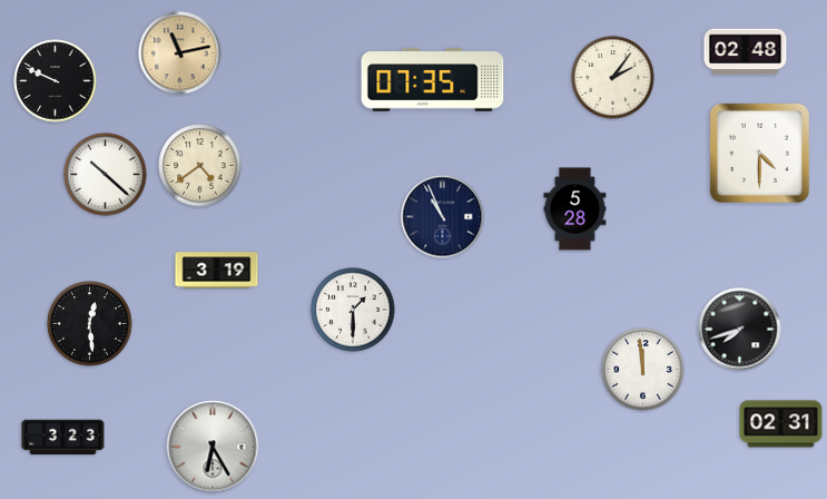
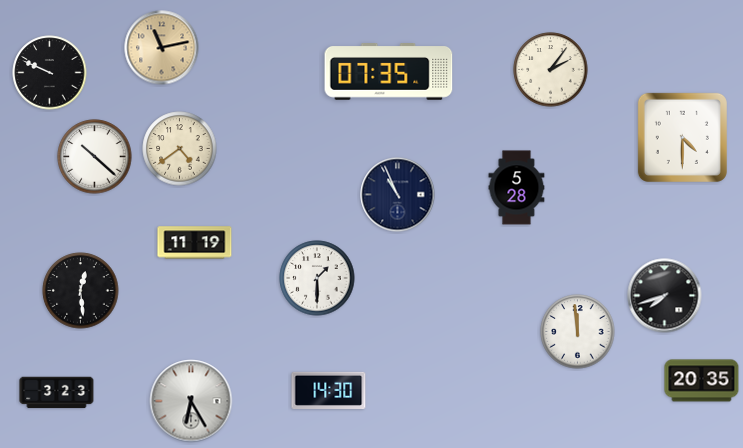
clock at (746, 52): 02:48 -> none
clock at (217, 271): 3:19 -> 11:19
clock at (781, 424): 02:31 -> 20:35
clock at (329, 390): none -> 14:30
